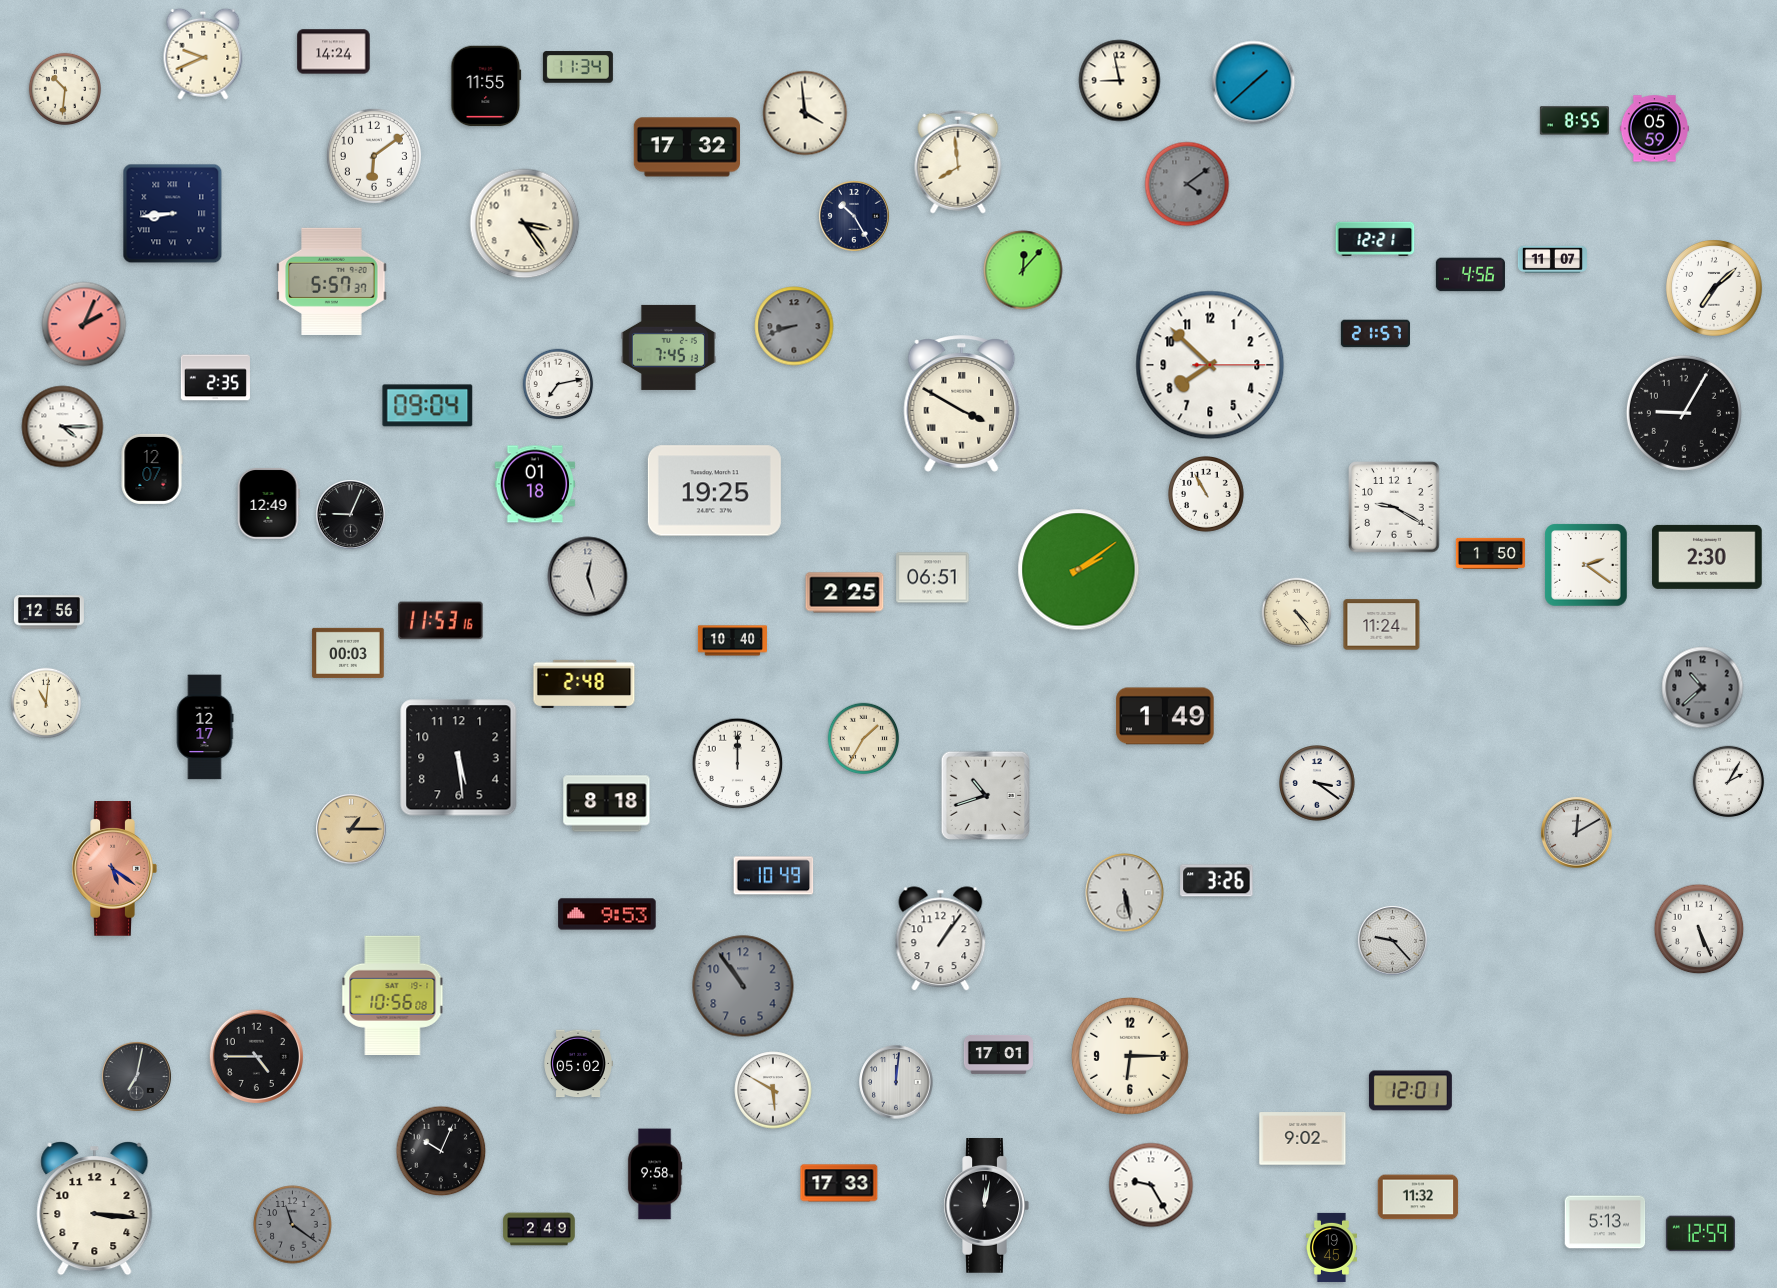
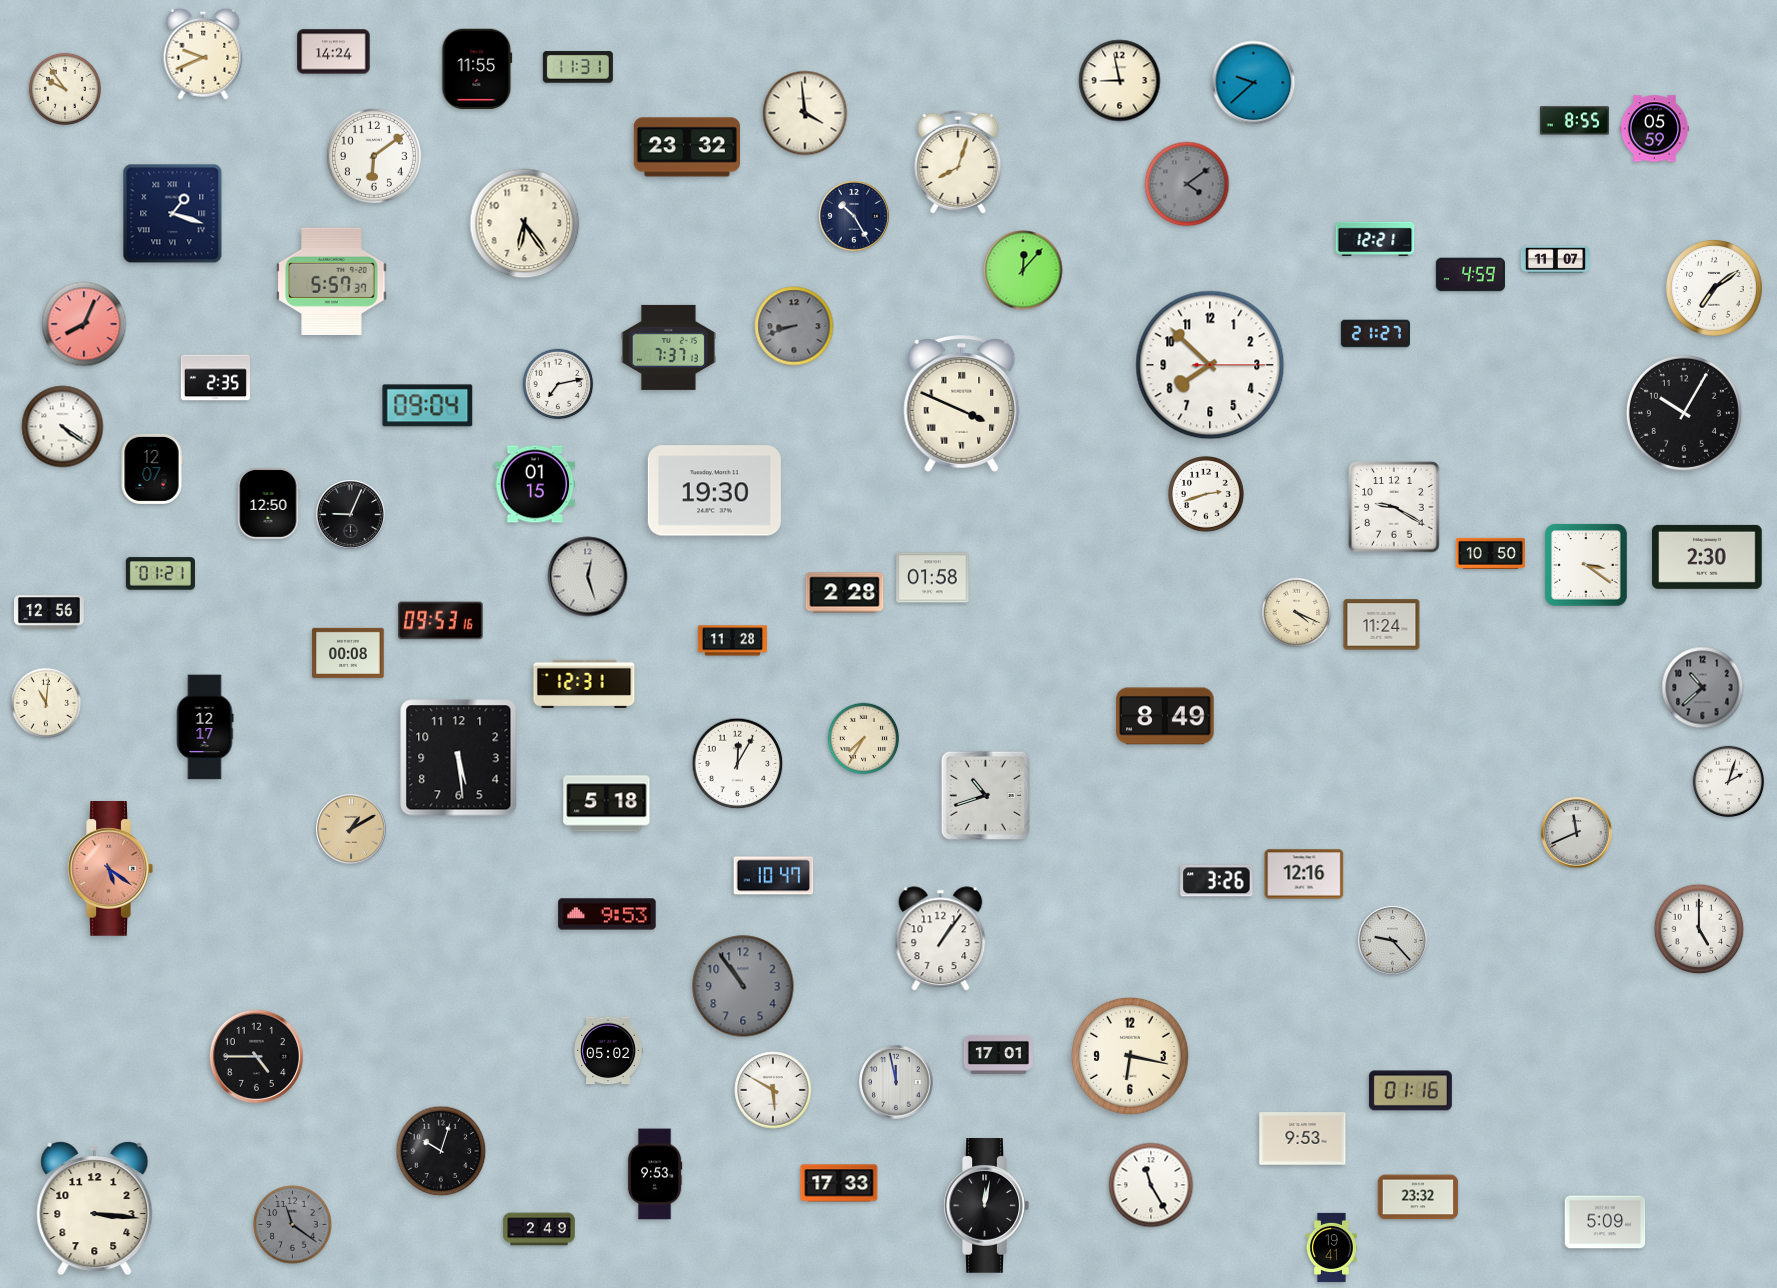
clock at (578, 67): 11:34 -> 11:31
clock at (1254, 83): 1:38 -> 9:38
clock at (486, 86) position: (486, 86) -> (477, 69)
clock at (64, 88): 10:31 -> 9:54
clock at (686, 147): 17:32 -> 23:32
clock at (958, 162): 7:59 -> 8:03
clock at (173, 214): 8:44 -> 1:18
clock at (525, 224): 3:24 -> 6:24
clock at (1552, 259) position: (1552, 259) -> (1555, 259)
clock at (1470, 275): 4:56 -> 4:59
clock at (1715, 289): 7:08 -> 7:09
clock at (84, 324): 2:04 -> 8:04
clock at (1375, 334): 21:57 -> 21:27
clock at (668, 347): 7:45 -> 7:37
clock at (962, 404): 3:50 -> 3:49
clock at (1684, 413): 9:05 -> 10:05
clock at (63, 427): 4:15 -> 4:21
clock at (535, 484): 01:18 -> 01:15
clock at (714, 491): 19:25 -> 19:30
clock at (1206, 494): 10:55 -> 2:42
clock at (269, 504): 12:49 -> 12:50
clock at (1490, 553): 1:50 -> 10:50
clock at (1587, 566): 2:21 -> 3:21
clock at (1079, 570): 2:09 -> none
clock at (160, 574): none -> 01:21
clock at (933, 578): 06:51 -> 01:58
clock at (845, 593): 2:25 -> 2:28
clock at (1297, 613): 4:24 -> 4:19
clock at (441, 621): 11:53 -> 09:53
clock at (732, 641): 10:40 -> 11:28
clock at (348, 653): 00:03 -> 00:08
clock at (584, 683): 2:48 -> 12:31
clock at (1165, 716): 1:49 -> 8:49
clock at (864, 739): 1:35 -> 7:35
clock at (738, 764): 12:00 -> 12:05
clock at (1729, 782): 2:05 -> 2:03
clock at (1317, 783): 3:21 -> none
clock at (607, 804): 8:18 -> 5:18
clock at (352, 830): 1:15 -> 1:10
clock at (1577, 833): 12:10 -> 11:41
clock at (114, 869) position: (114, 869) -> (110, 869)
clock at (1304, 874): none -> 12:16
clock at (774, 876): 10:49 -> 10:47
clock at (1125, 893): 5:28 -> none
clock at (1699, 929): 5:26 -> 5:00
clock at (393, 995): 10:56 -> none
clock at (1130, 1056): 6:15 -> 6:17
clock at (578, 1064) position: (578, 1064) -> (608, 1051)
clock at (136, 1076): 7:02 -> none
clock at (896, 1082): 12:01 -> 11:58
clock at (1410, 1091): 12:01 -> 01:16
clock at (1303, 1139): 9:02 -> 9:53
clock at (441, 1151): 10:04 -> 10:03
clock at (655, 1174): 9:58 -> 9:53
clock at (1151, 1185): 9:25 -> 11:25
clock at (1418, 1197): 11:32 -> 23:32
clock at (1605, 1222): 5:13 -> 5:09
clock at (1700, 1234): 12:59 -> none
clock at (1331, 1247): 19:45 -> 19:41
